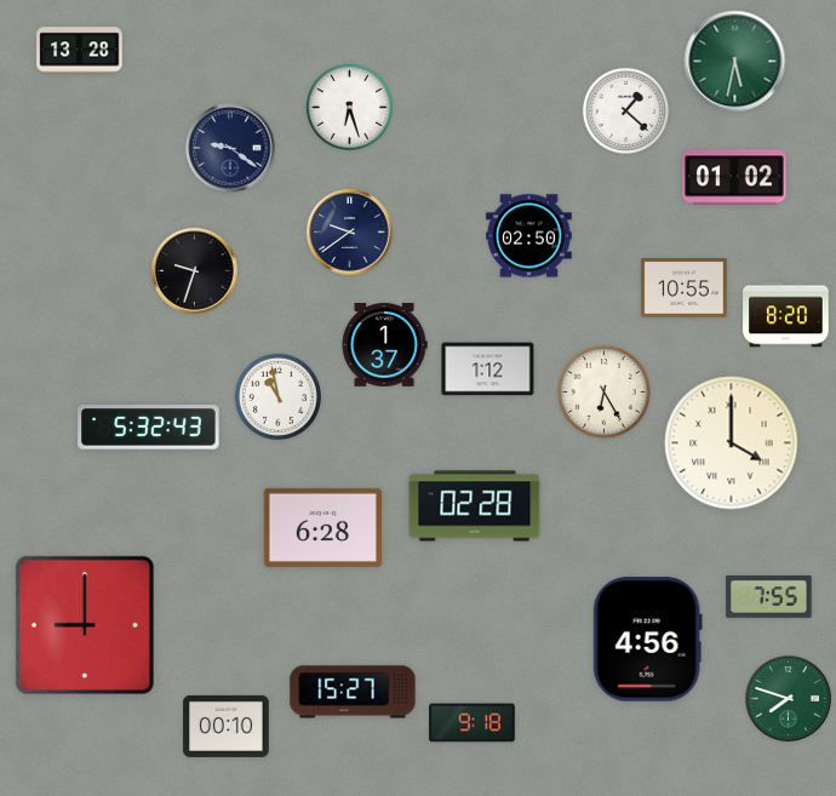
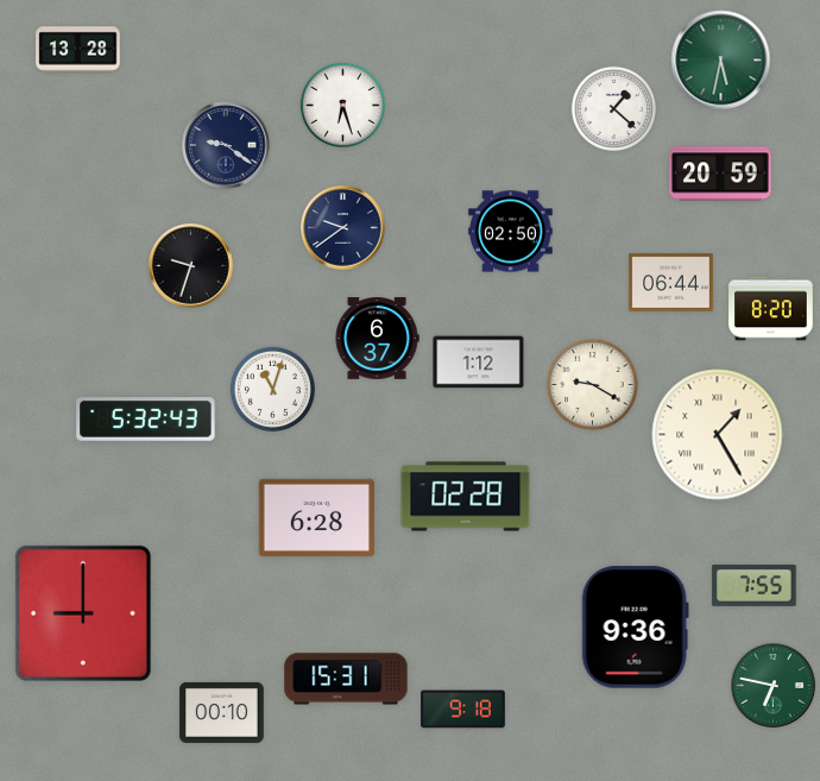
clock at (734, 177): 01:02 -> 20:59
clock at (529, 236) position: (529, 236) -> (511, 232)
clock at (685, 288): 10:55 -> 06:44
clock at (384, 345): 1:37 -> 6:37
clock at (605, 393): 6:25 -> 9:20
clock at (277, 396): 10:58 -> 11:03
clock at (732, 443): 4:00 -> 1:25
clock at (647, 640): 4:56 -> 9:36
clock at (353, 692): 15:27 -> 15:31
clock at (789, 699): 7:48 -> 6:47
